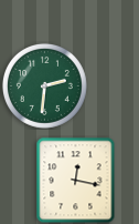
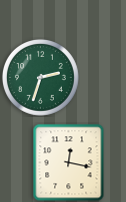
clock at (44, 85): 2:31 -> 2:33
